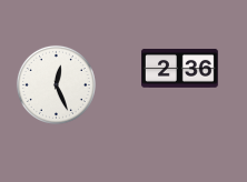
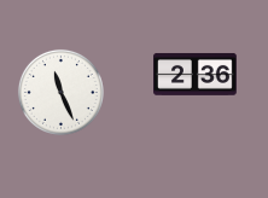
clock at (56, 84): 12:26 -> 11:26
